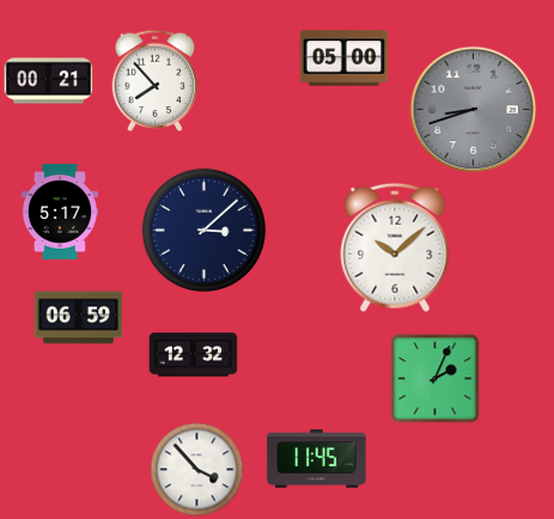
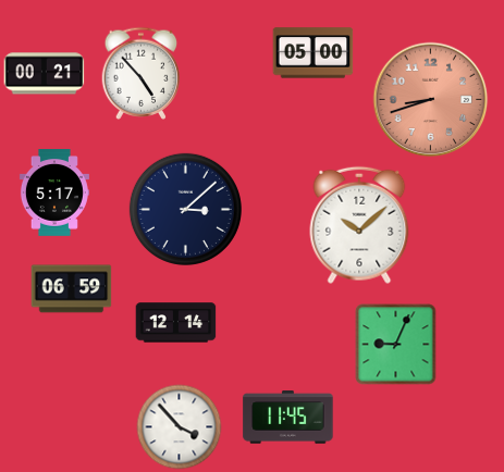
clock at (156, 80): 7:53 -> 4:53
clock at (474, 110) dial: grey -> salmon
clock at (194, 355): 12:32 -> 12:14
clock at (436, 379): 2:04 -> 9:04
